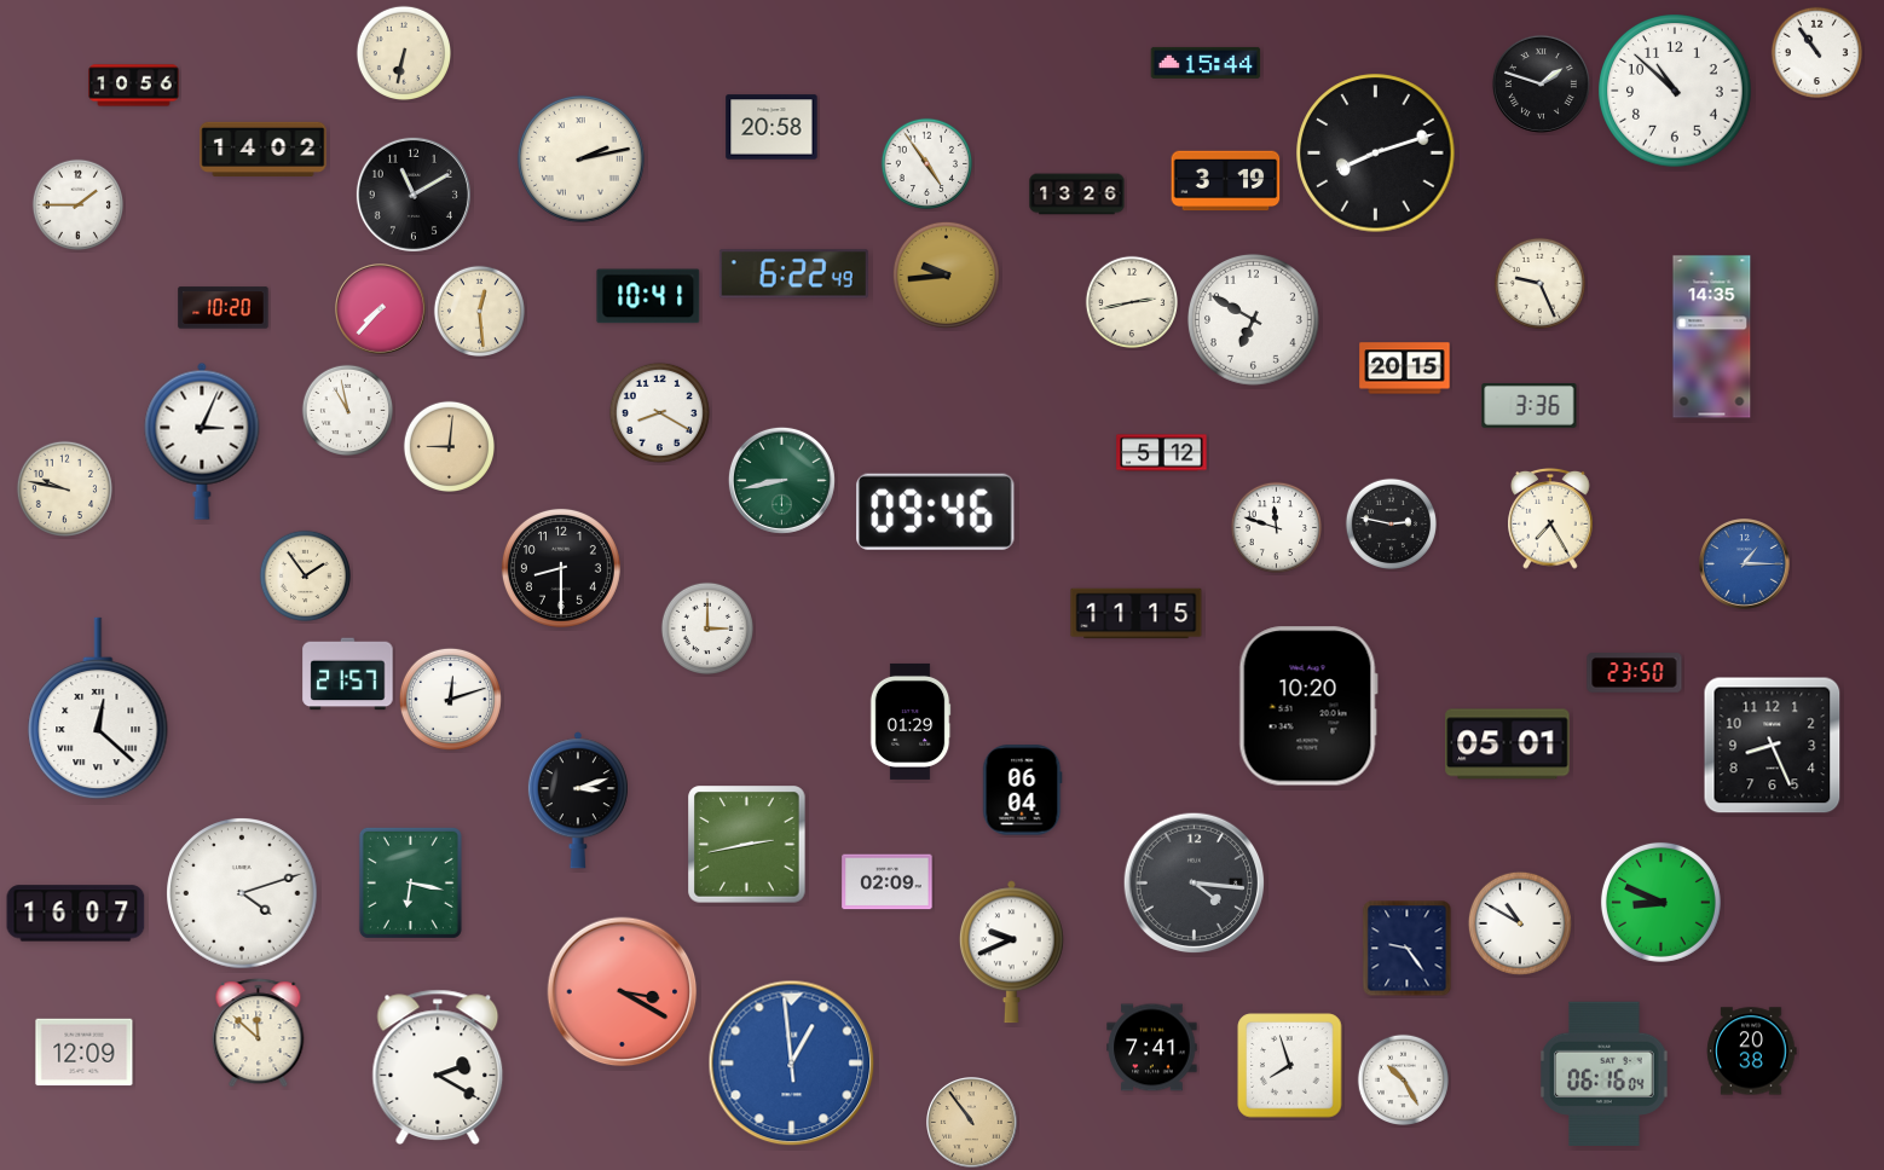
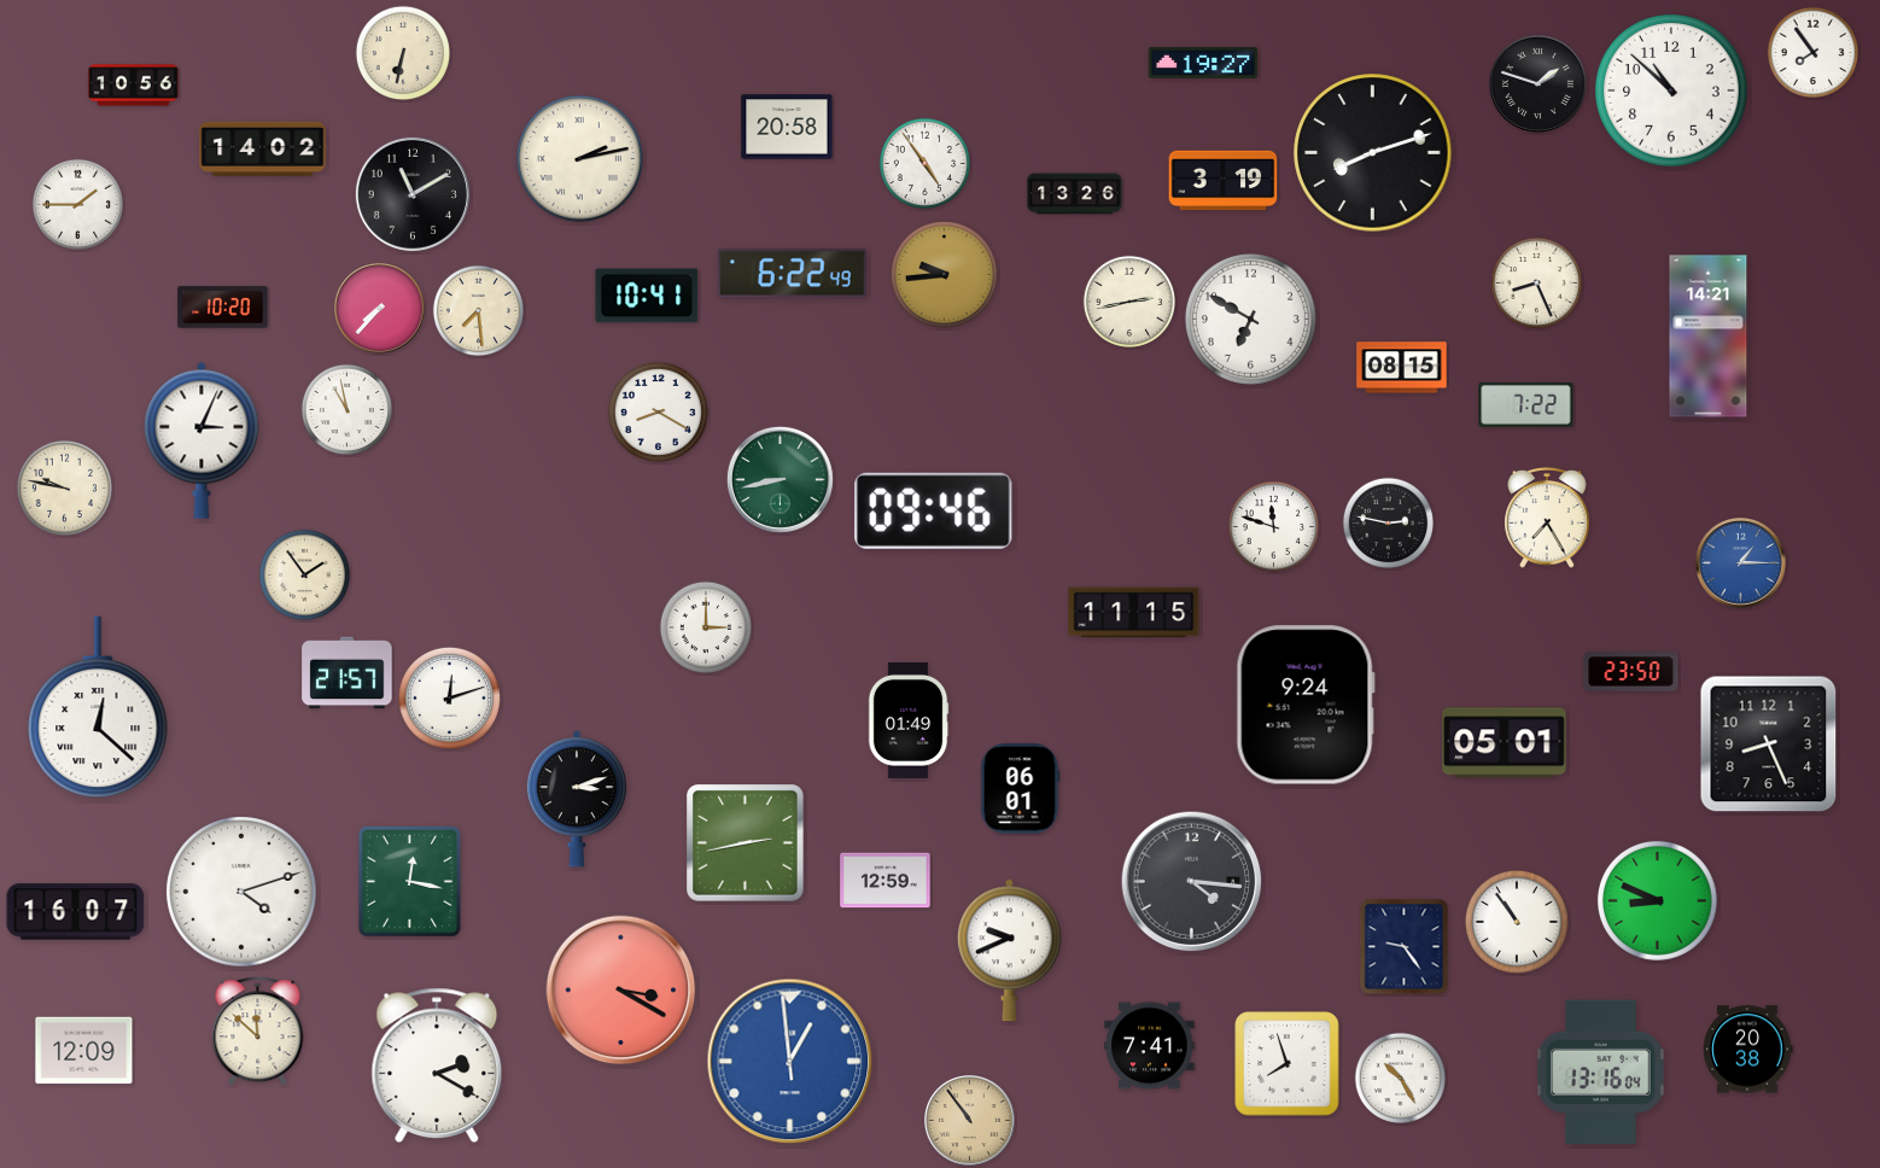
clock at (1816, 52): 10:54 -> 7:54
clock at (1206, 63): 15:44 -> 19:27
clock at (771, 127) position: (771, 127) -> (787, 127)
clock at (1539, 283): 9:26 -> 8:26
clock at (479, 311): 12:29 -> 7:29
clock at (1712, 337): 14:35 -> 14:21
clock at (1405, 369): 20:15 -> 08:15
clock at (1530, 406): 3:36 -> 7:22
clock at (449, 446): 9:01 -> none
clock at (1162, 453): 5:12 -> none
clock at (561, 568): 8:30 -> none
clock at (1308, 706): 10:20 -> 9:24
clock at (911, 722): 01:29 -> 01:49
clock at (1023, 790): 06:04 -> 06:01
clock at (410, 882): 6:17 -> 12:17
clock at (888, 882): 02:09 -> 12:59
clock at (1520, 923): 10:50 -> 10:54
clock at (1605, 1073): 06:16 -> 13:16
